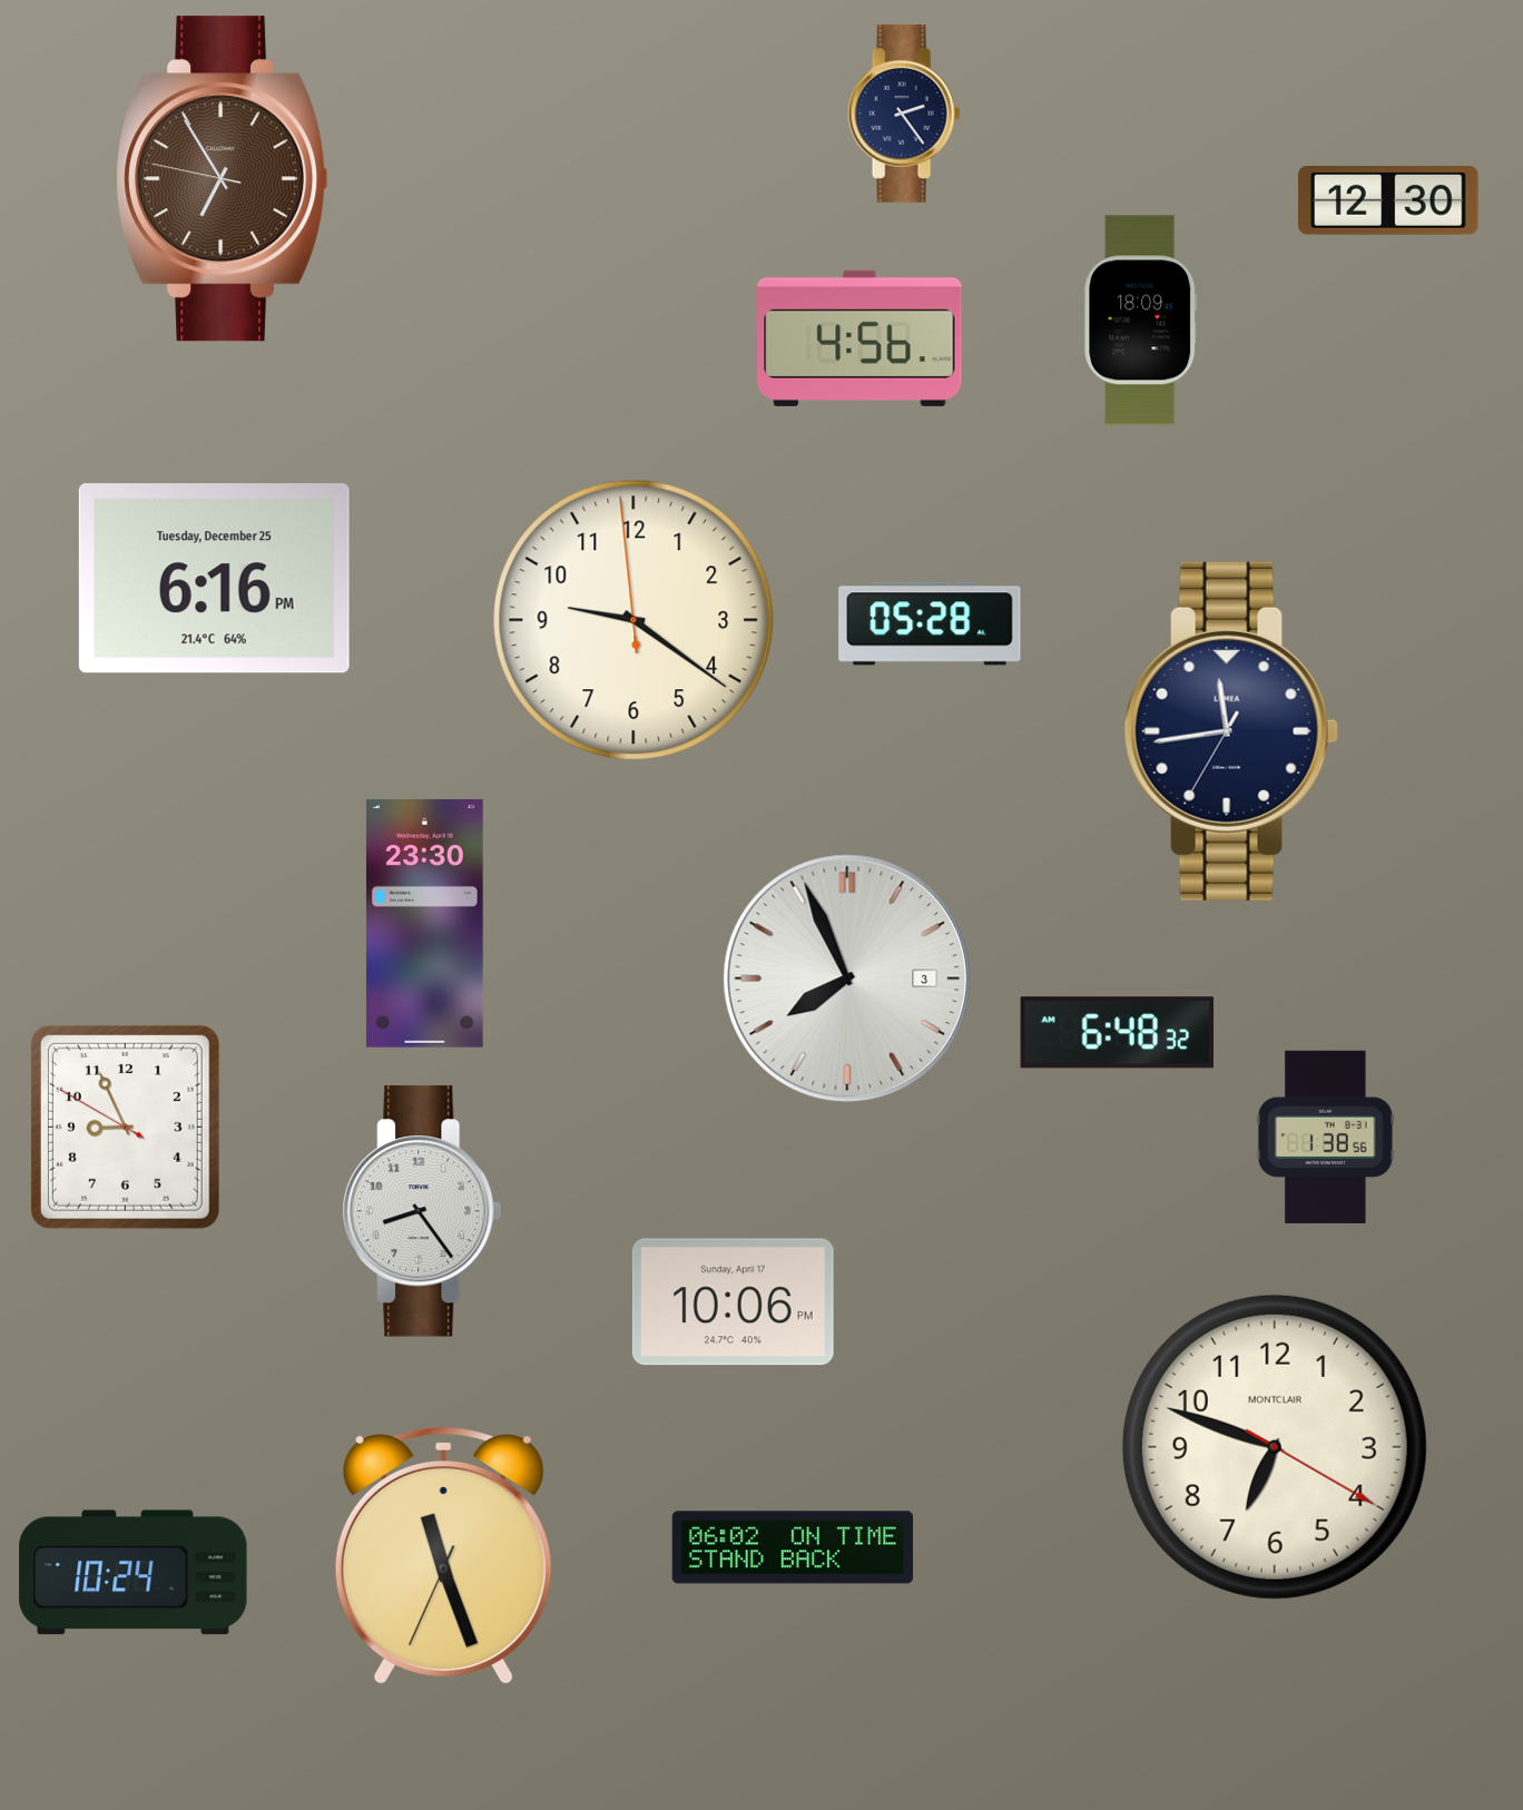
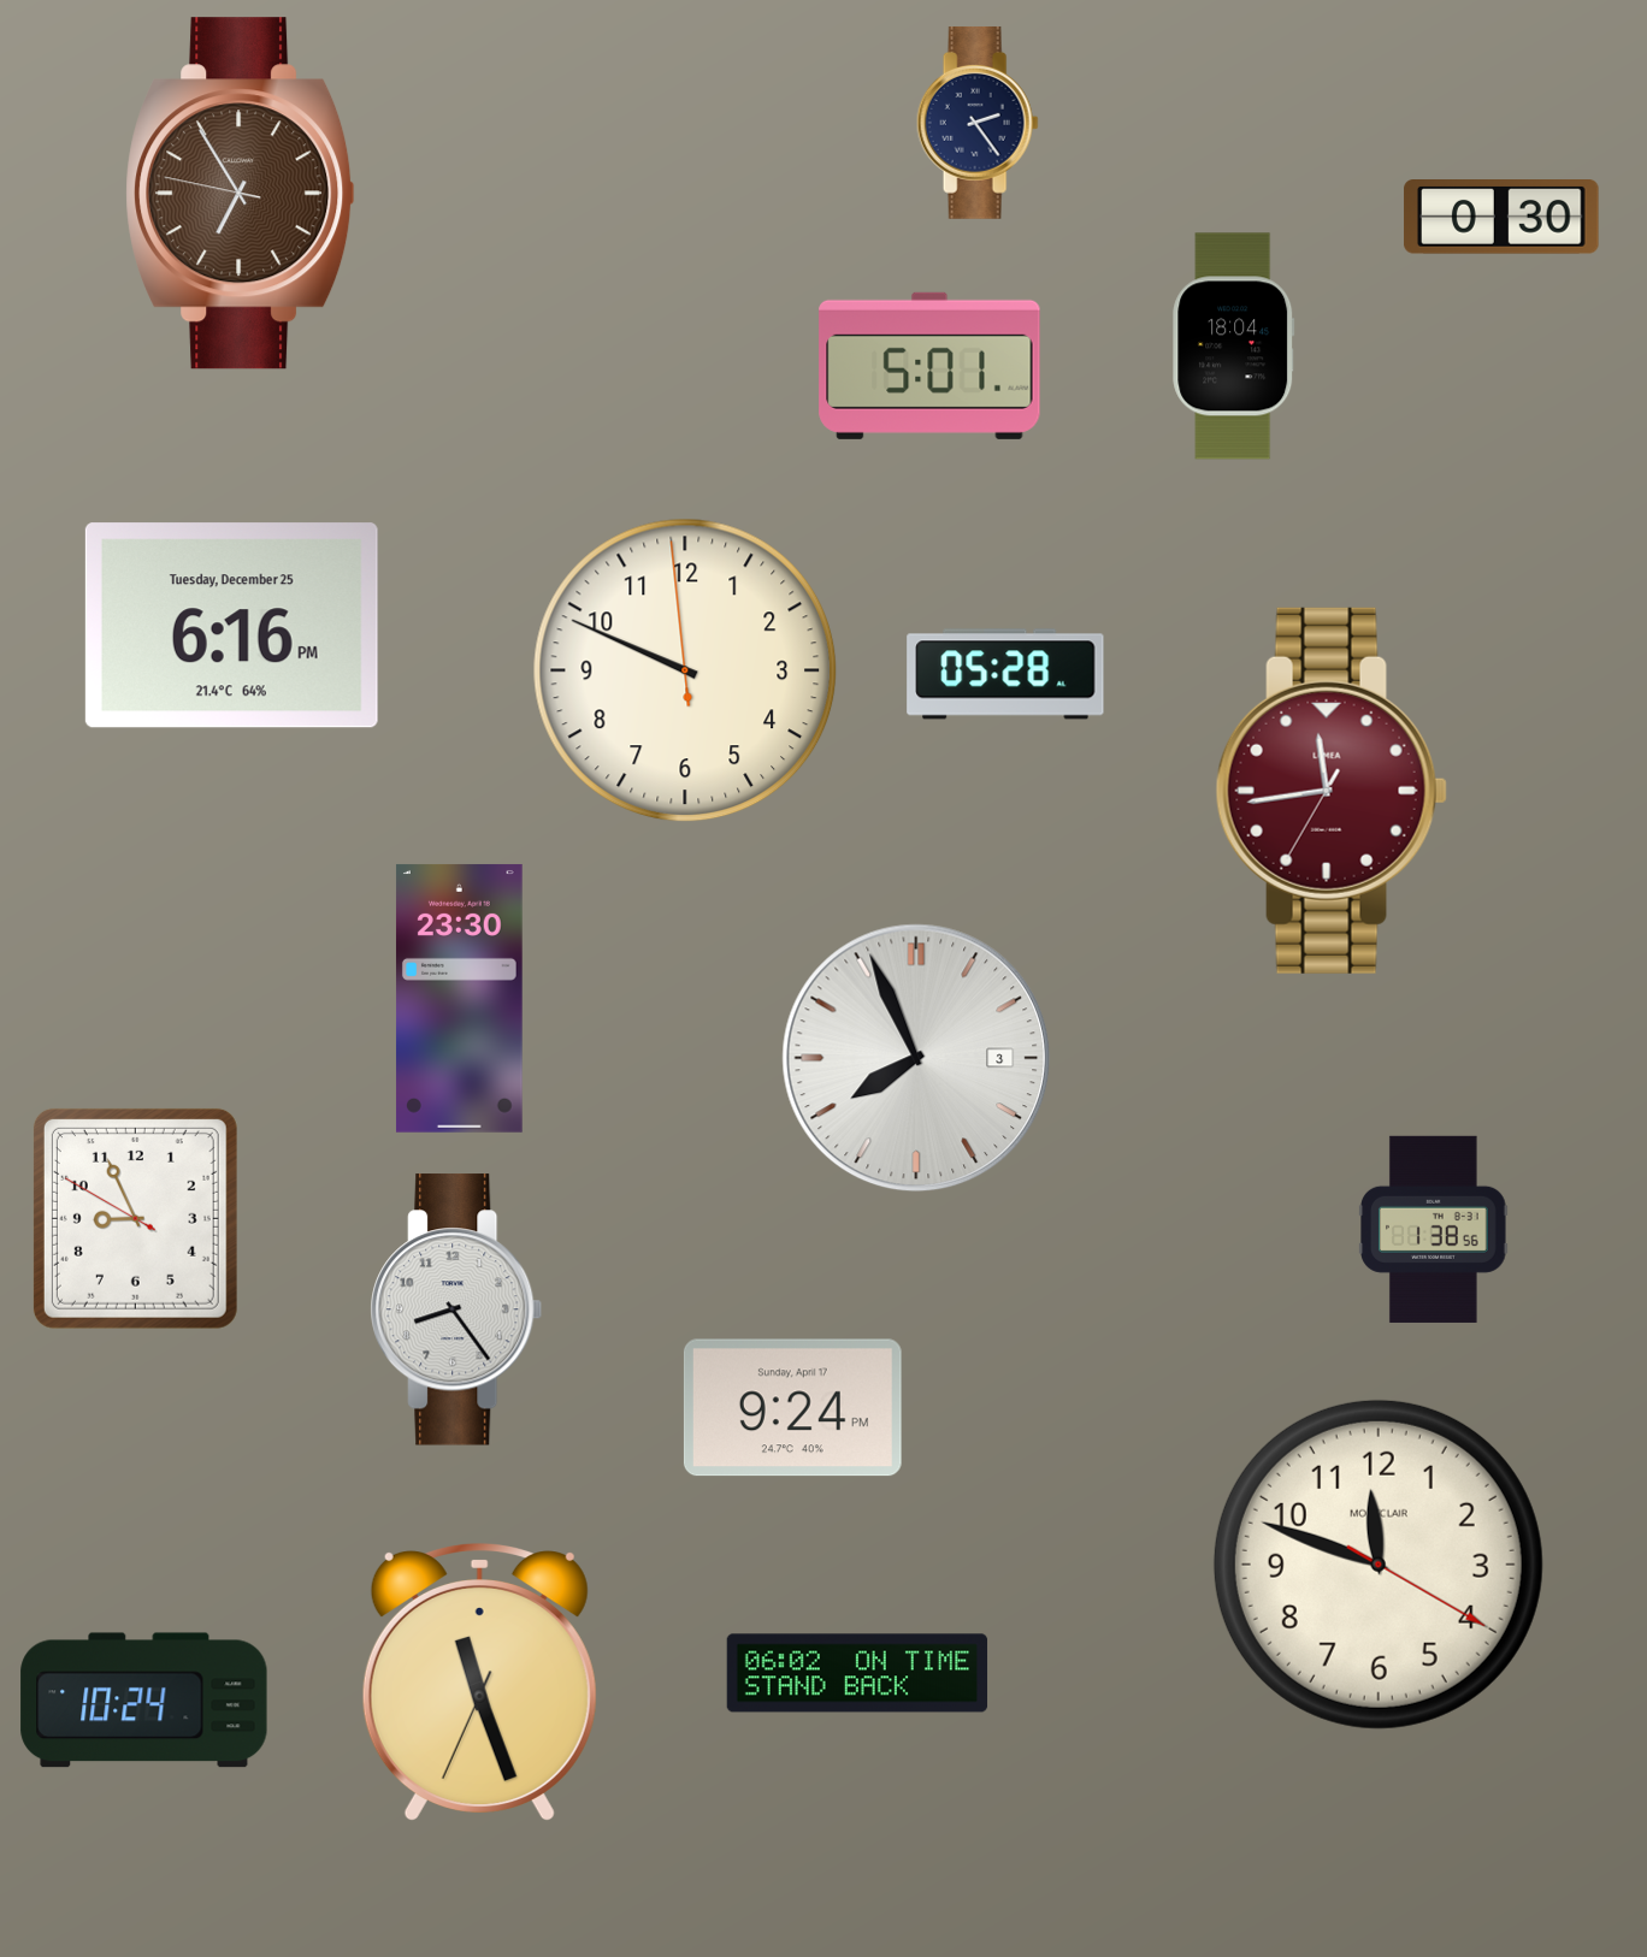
clock at (1388, 201): 12:30 -> 0:30
clock at (1141, 321): 18:09 -> 18:04
clock at (859, 338): 4:56 -> 5:01
clock at (633, 620): 9:20 -> 9:48
clock at (1231, 731) dial: navy -> burgundy
clock at (1118, 1033): 6:48 -> none
clock at (733, 1302): 10:06 -> 9:24
clock at (1275, 1447): 6:48 -> 11:48
